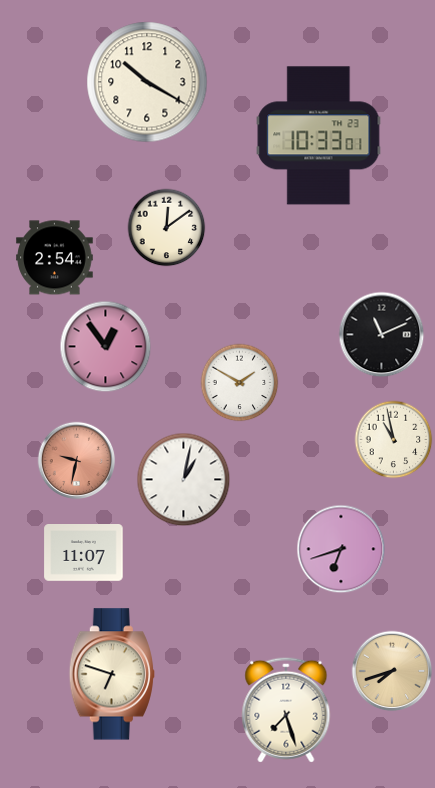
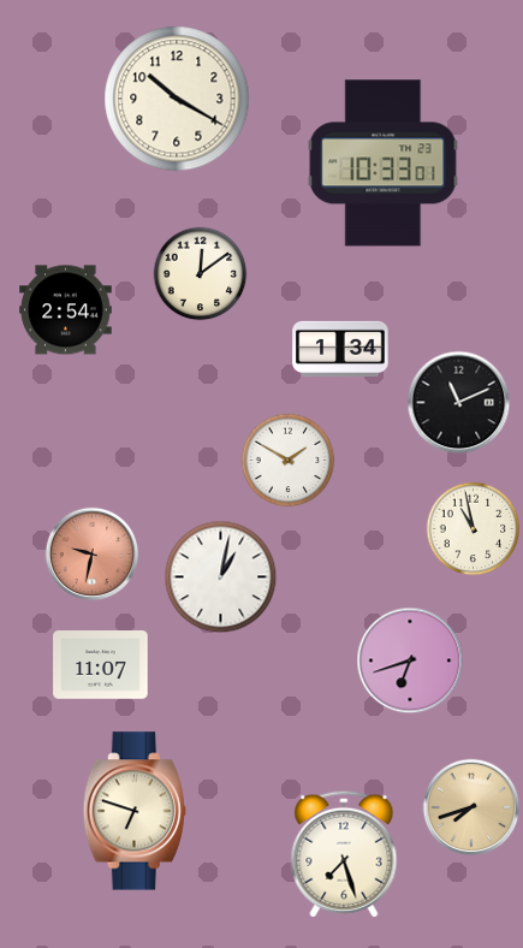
clock at (340, 349): none -> 1:34
clock at (105, 346): 12:54 -> none
